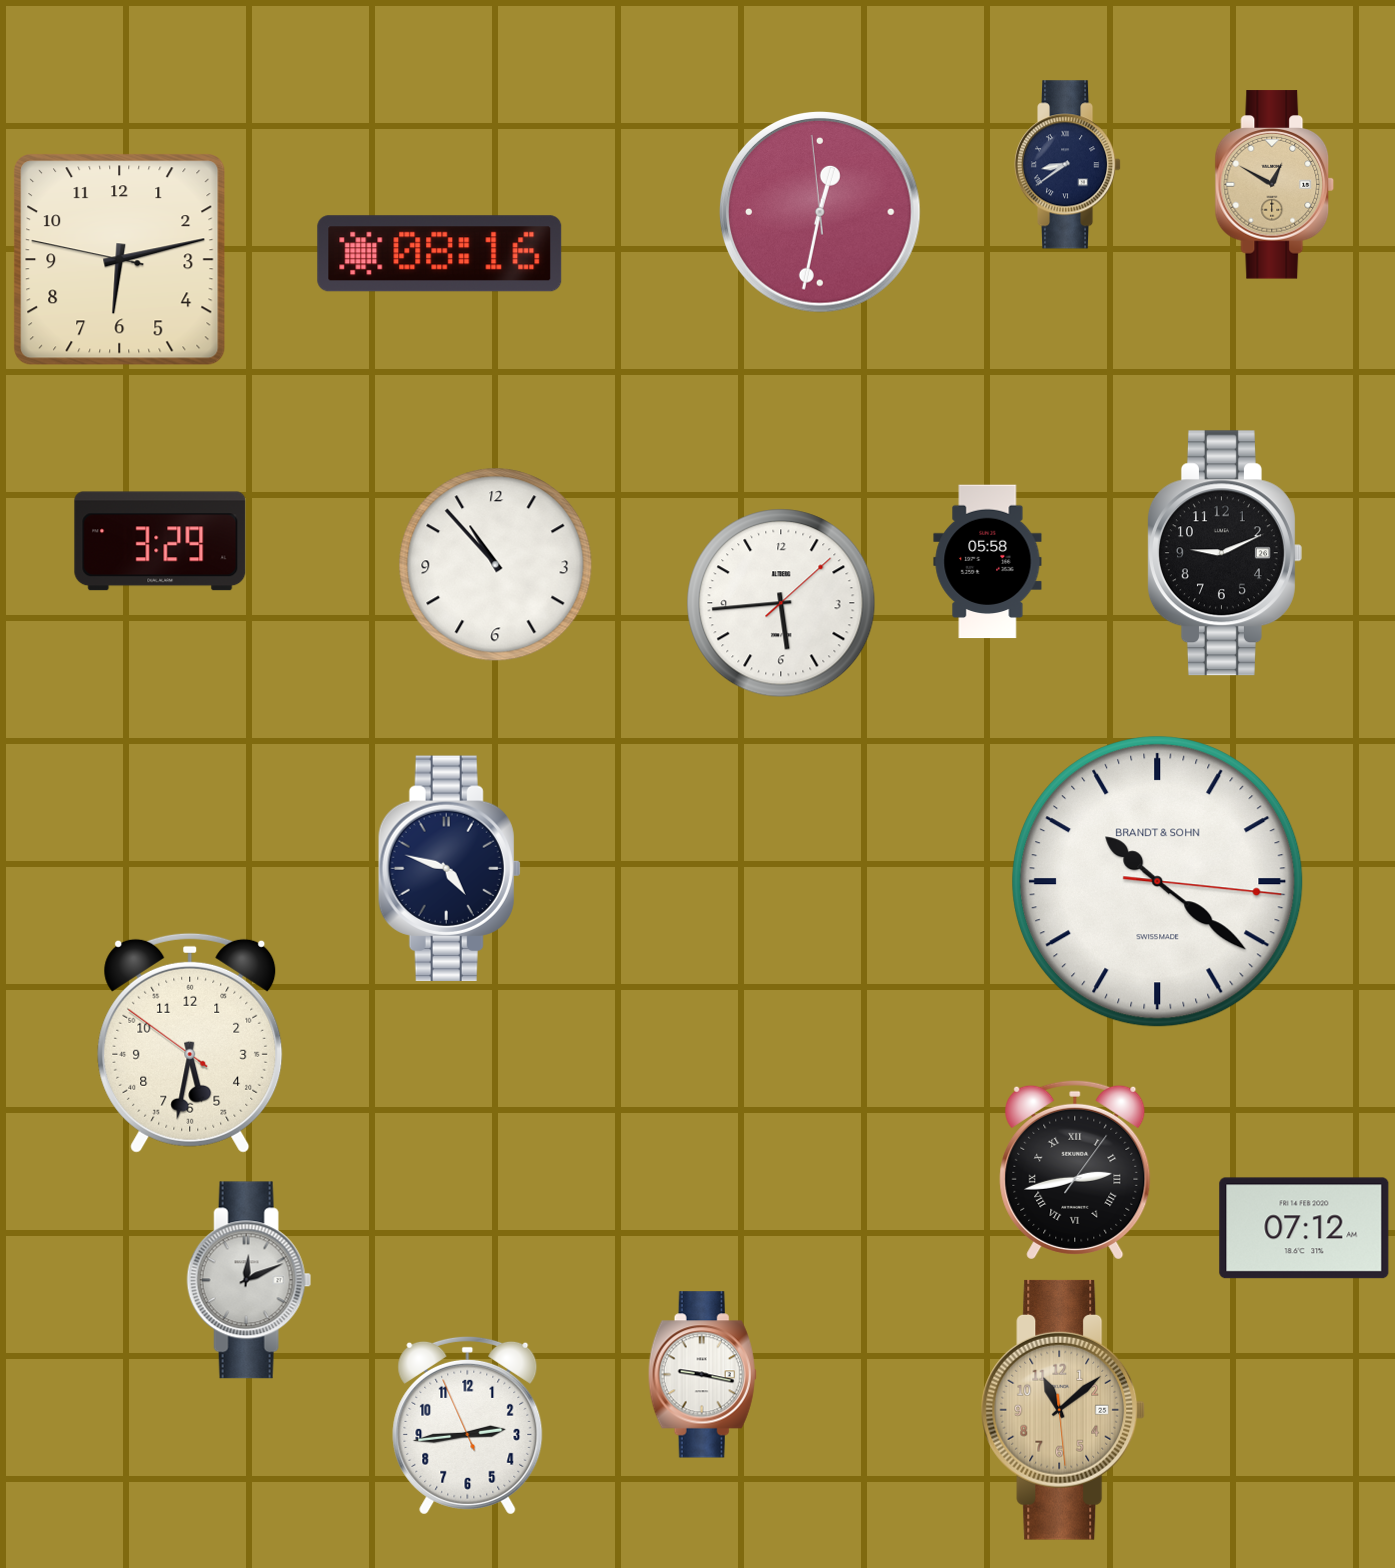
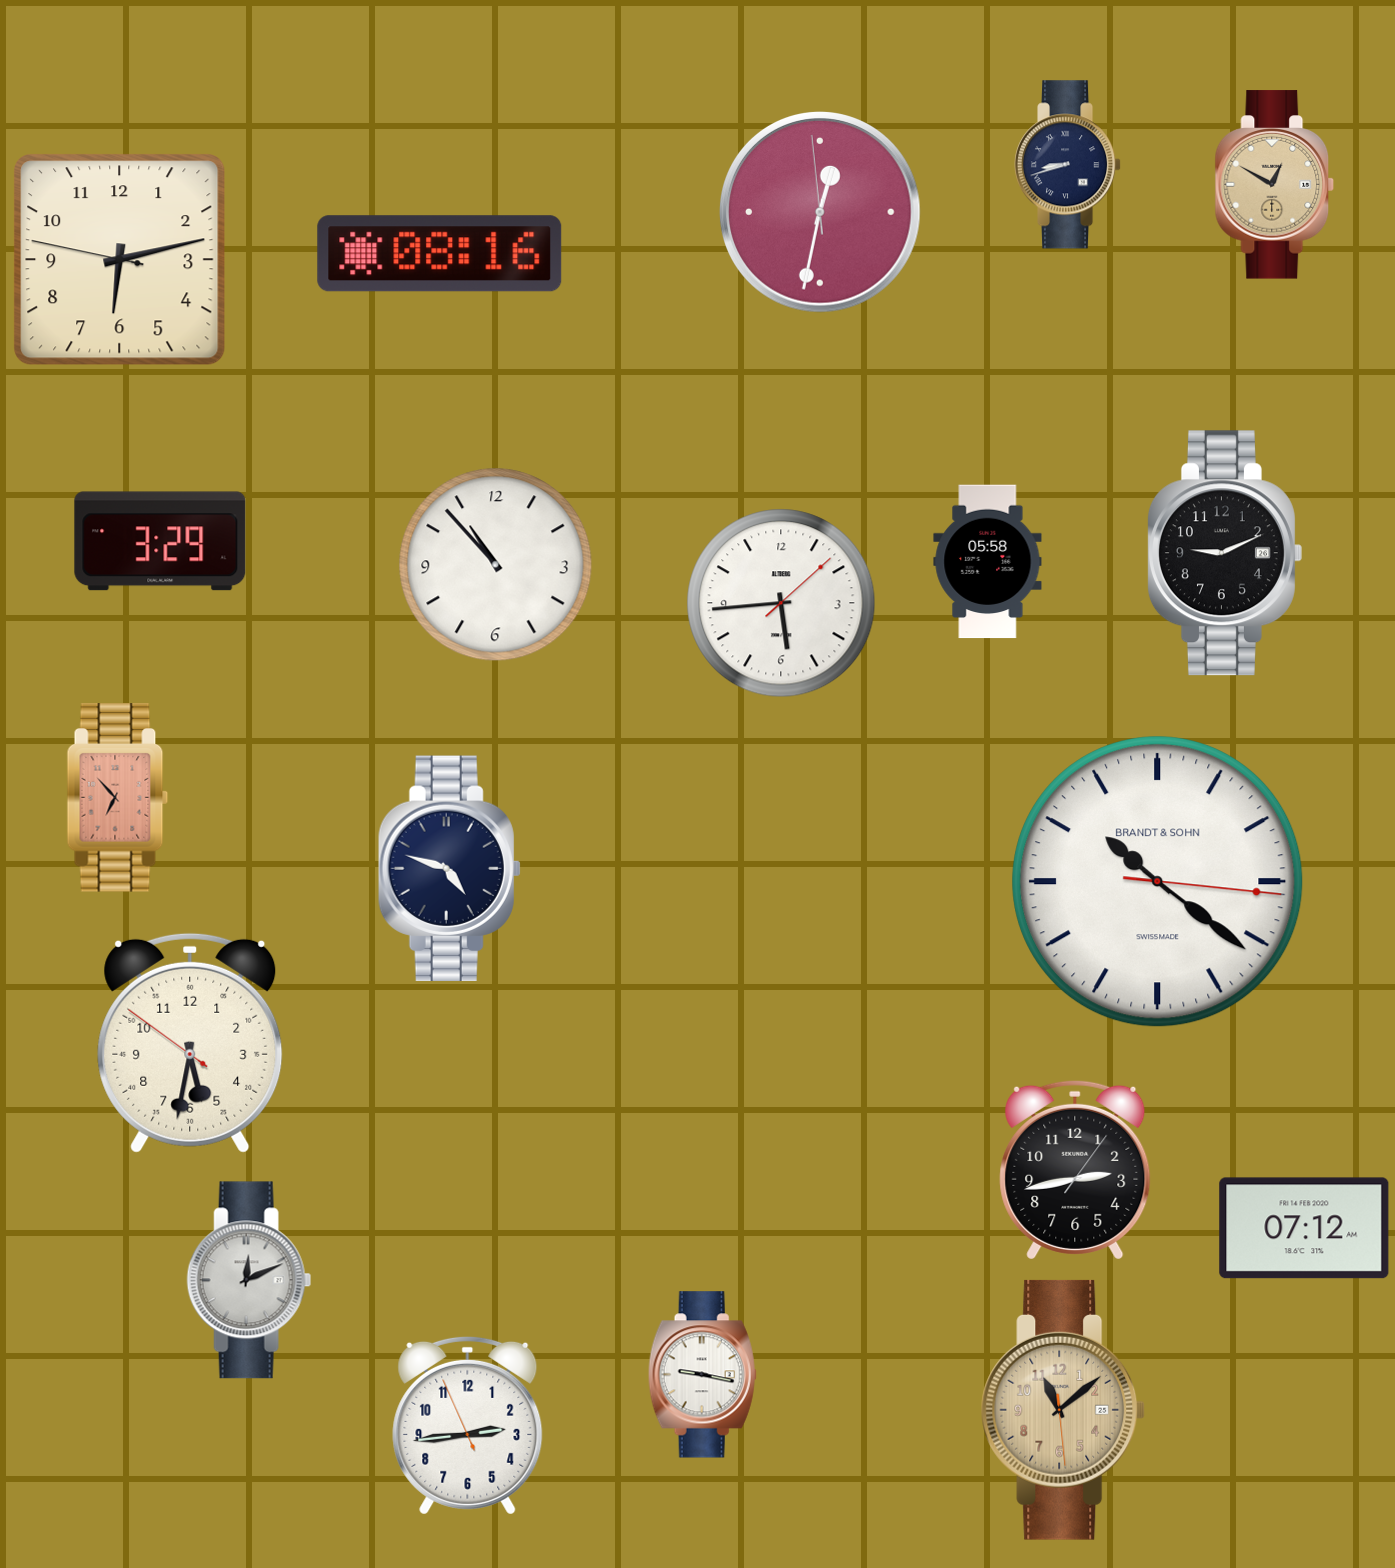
clock at (1068, 165): 8:39 -> 8:42
clock at (118, 798): none -> 6:53
clock at (1075, 1170) numerals: Roman -> Arabic
